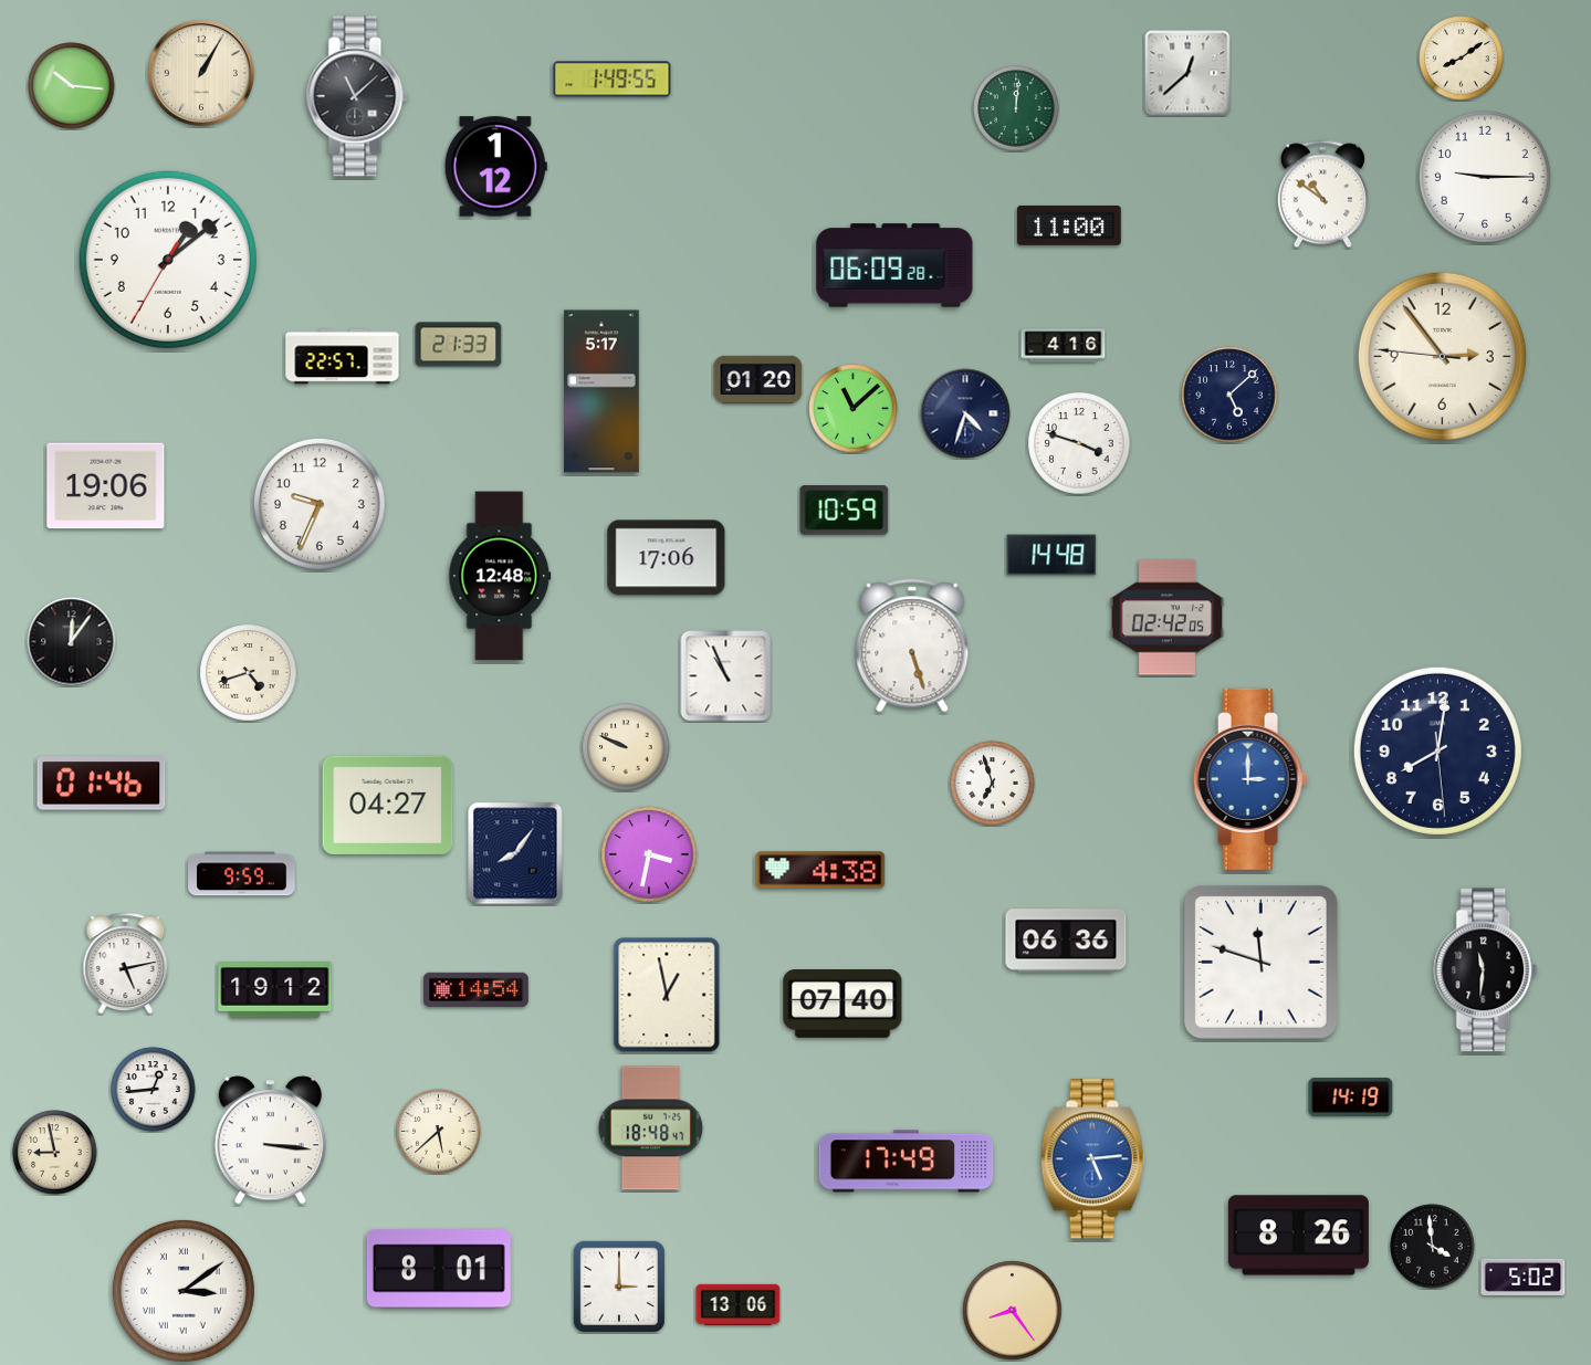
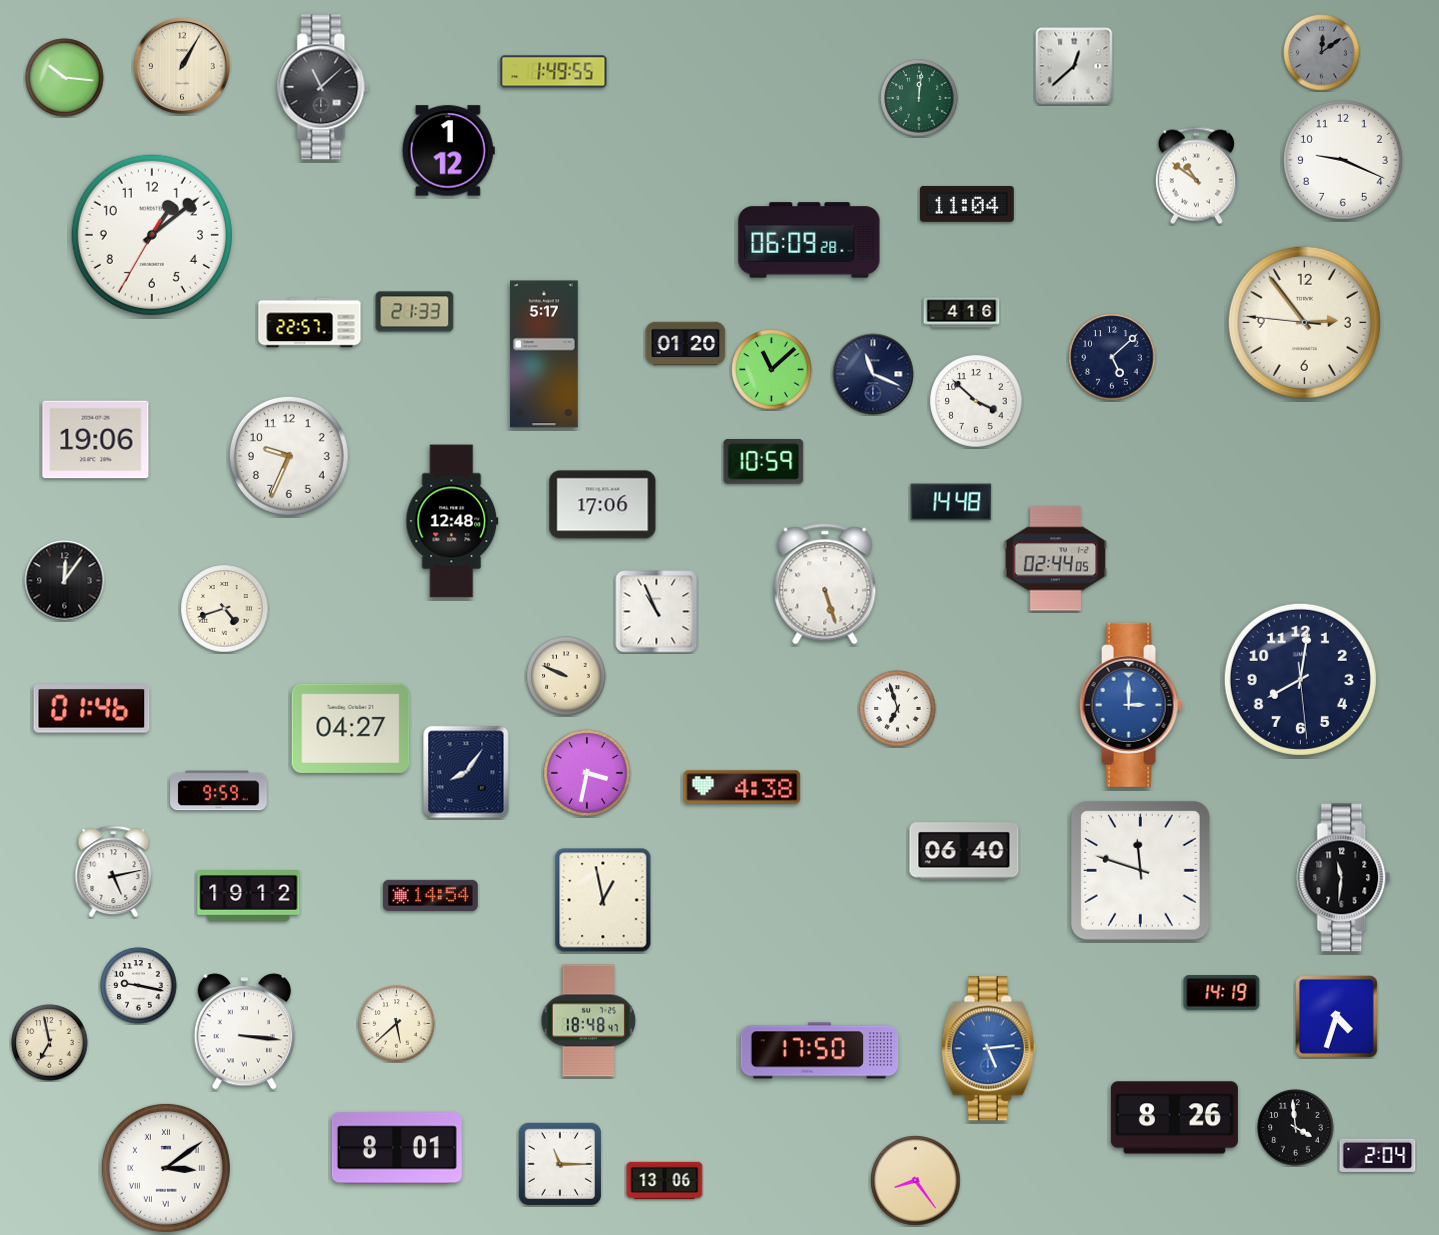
clock at (1462, 59): 8:09 -> 12:09
clock at (1462, 59) dial: cream -> grey
clock at (1485, 177): 9:15 -> 9:19
clock at (1069, 225): 11:00 -> 11:04
clock at (965, 413): 4:33 -> 11:19
clock at (1079, 443): 3:48 -> 3:52
clock at (1168, 618): 02:42 -> 02:44
clock at (1066, 941): 06:36 -> 06:40
clock at (842, 1005): 07:40 -> none
clock at (154, 1090): 12:44 -> 9:17
clock at (1337, 1017): none -> 4:33
clock at (55, 1153): 8:58 -> 6:58
clock at (907, 1162): 17:49 -> 17:50
clock at (1524, 1277): 5:02 -> 2:04
clock at (618, 1285): 3:00 -> 11:15
clock at (739, 1304) position: (739, 1304) -> (665, 1180)
clock at (1013, 1311) position: (1013, 1311) -> (916, 1181)
